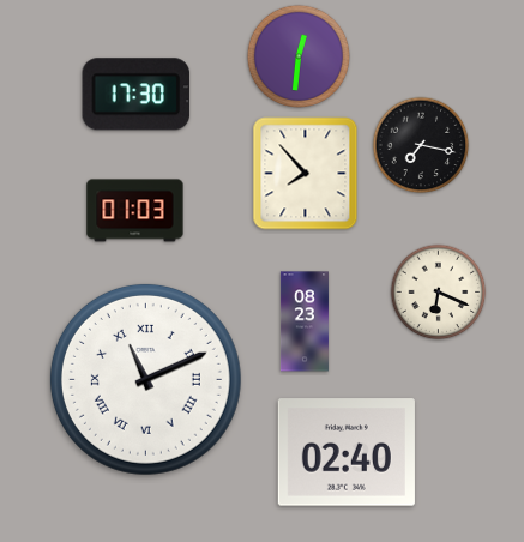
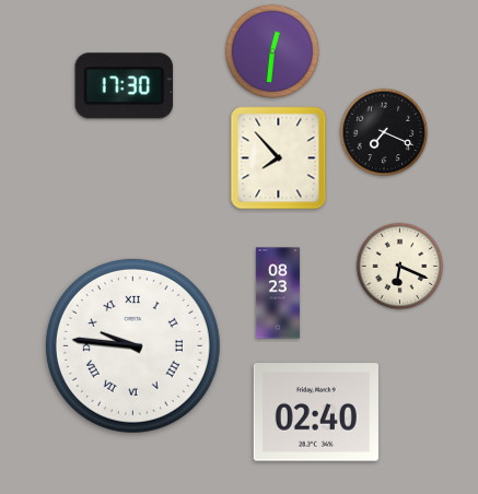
clock at (421, 145): 7:17 -> 7:19
clock at (135, 211): 01:03 -> none
clock at (145, 379): 11:11 -> 9:46
